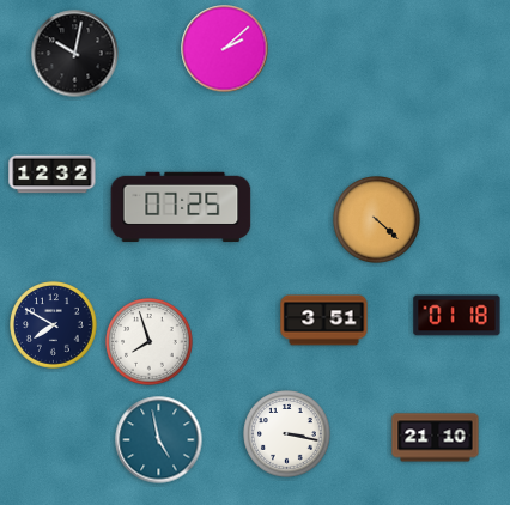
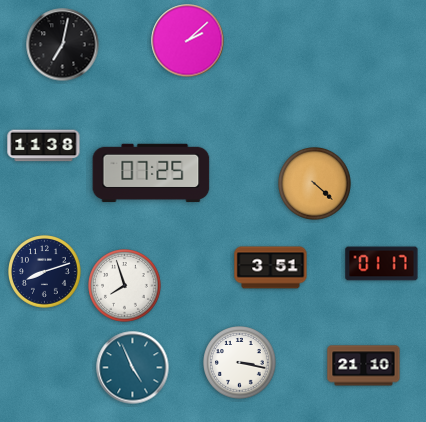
clock at (75, 54): 10:02 -> 7:02
clock at (53, 175): 12:32 -> 11:38
clock at (457, 316): 01:18 -> 01:17
clock at (54, 325): 7:50 -> 8:12
clock at (159, 440): 4:58 -> 4:56
